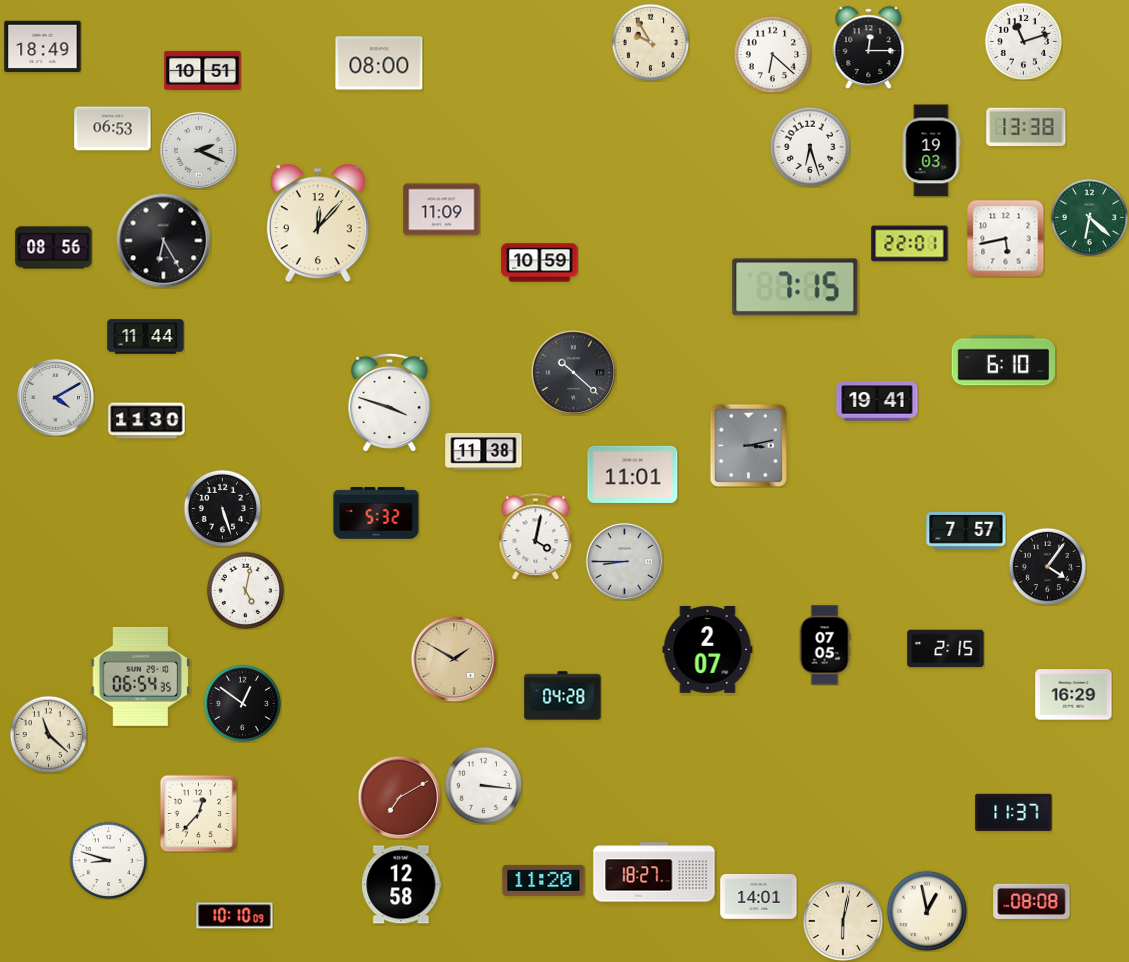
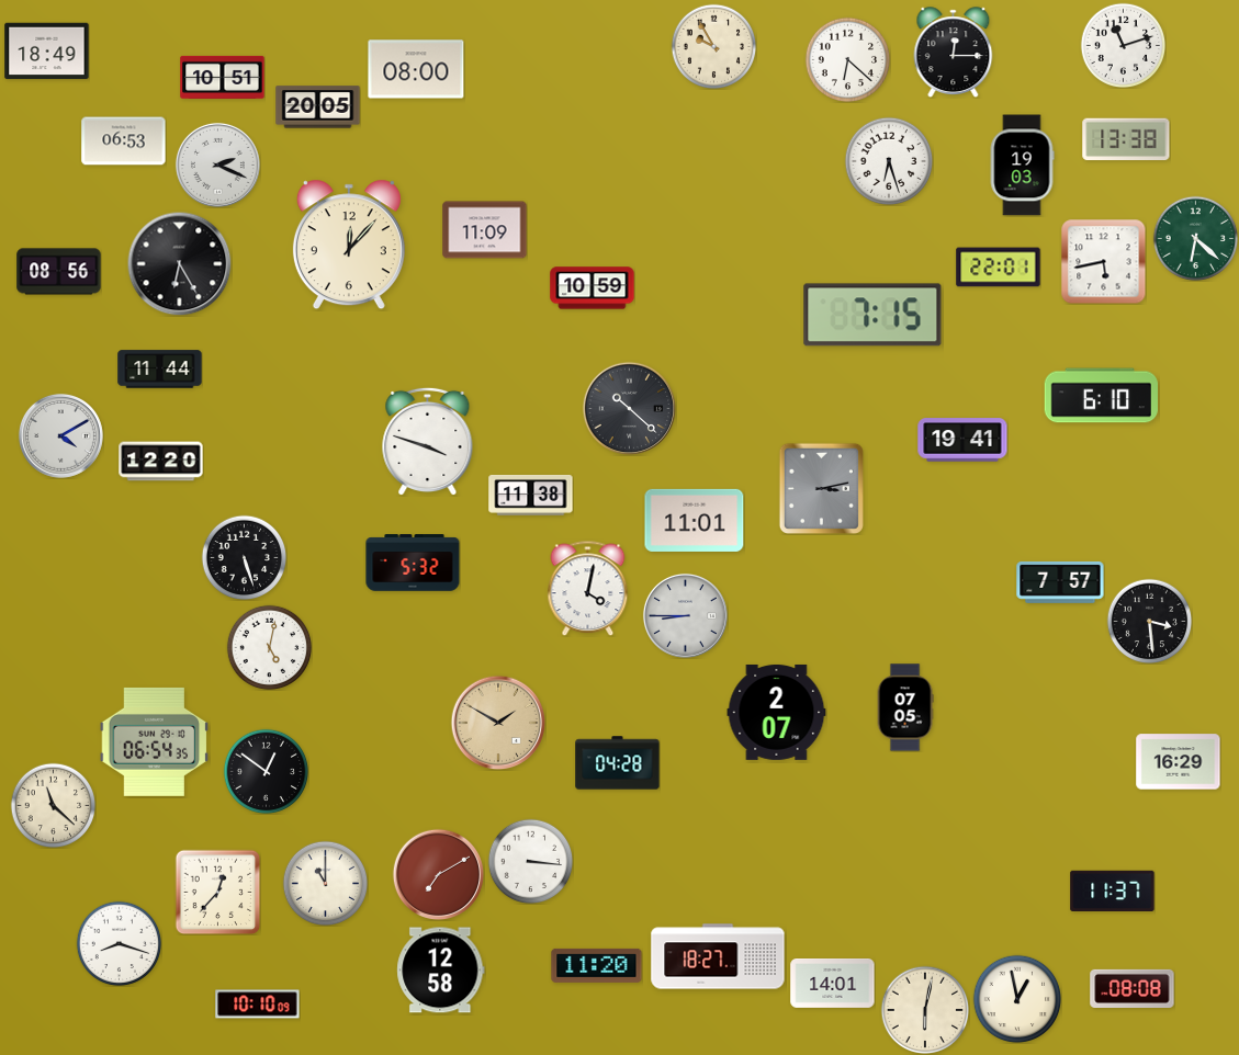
clock at (318, 107): none -> 20:05
clock at (147, 421): 11:30 -> 12:20
clock at (1047, 566): 4:06 -> 3:29
clock at (946, 649): 2:15 -> none
clock at (325, 883): none -> 11:00
clock at (108, 860): 8:48 -> 8:18
